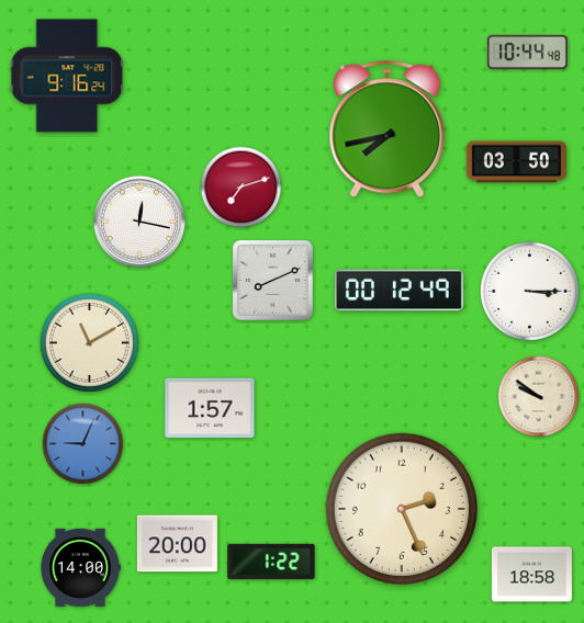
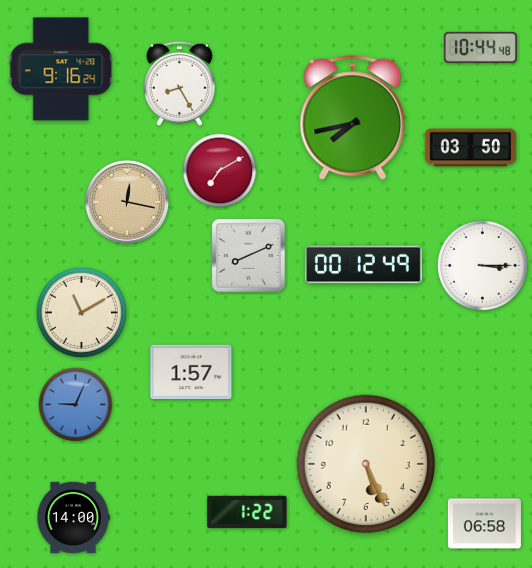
clock at (179, 83): none -> 8:25
clock at (242, 188): 7:12 -> 7:10
clock at (139, 222) dial: white -> champagne
clock at (539, 397): 9:51 -> none
clock at (402, 509): 2:26 -> 5:26
clock at (177, 544): 20:00 -> none
clock at (531, 575): 18:58 -> 06:58
